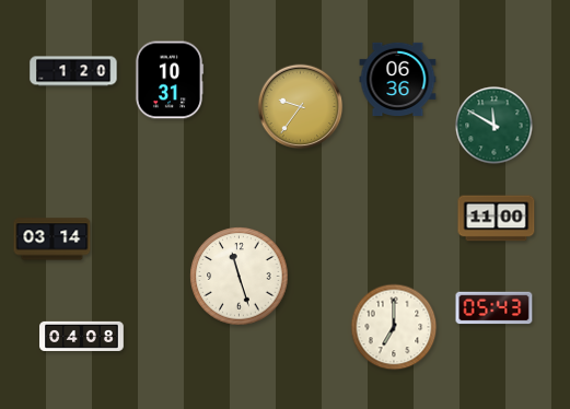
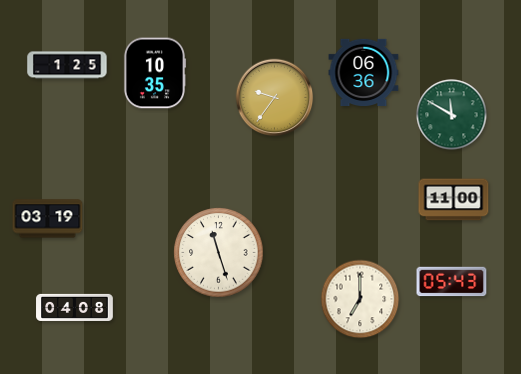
clock at (73, 71): 1:20 -> 1:25
clock at (170, 80): 10:31 -> 10:35
clock at (53, 239): 03:14 -> 03:19
